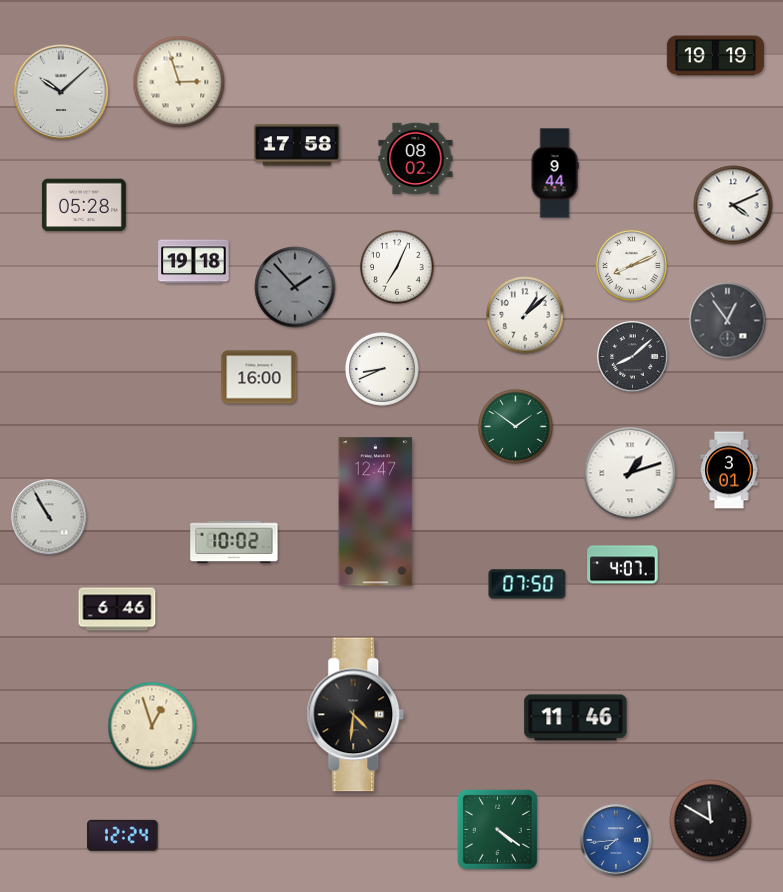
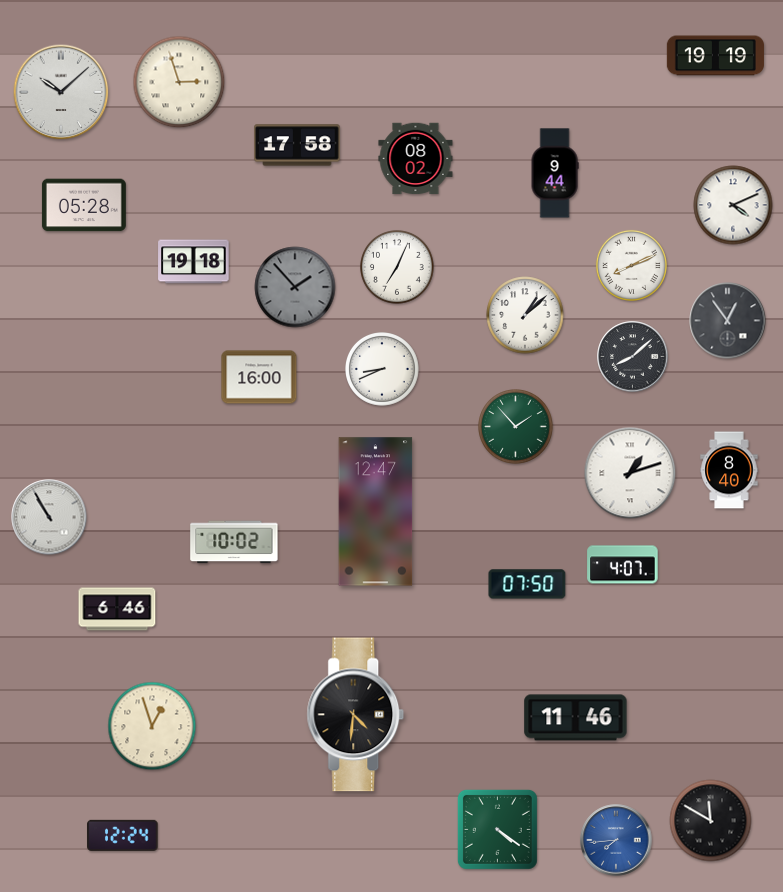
clock at (516, 427): 1:51 -> 1:53
clock at (729, 470): 3:01 -> 8:40
